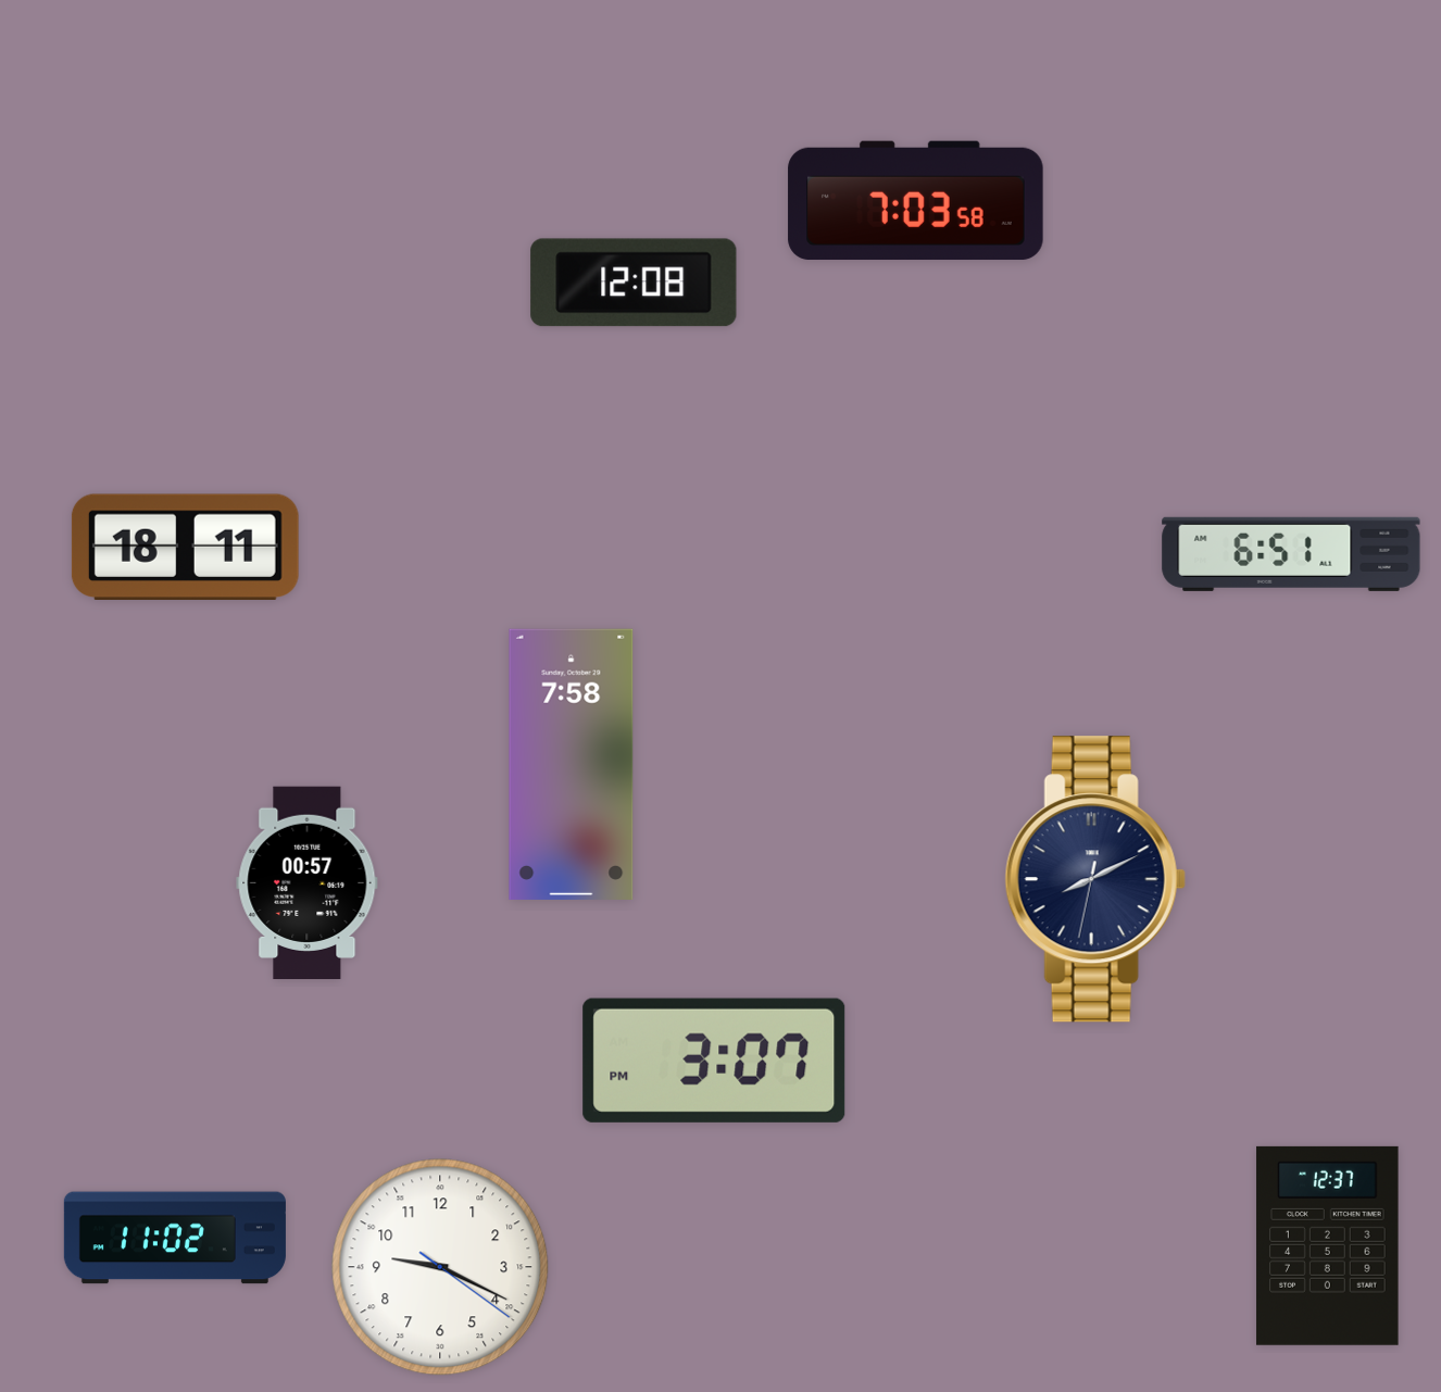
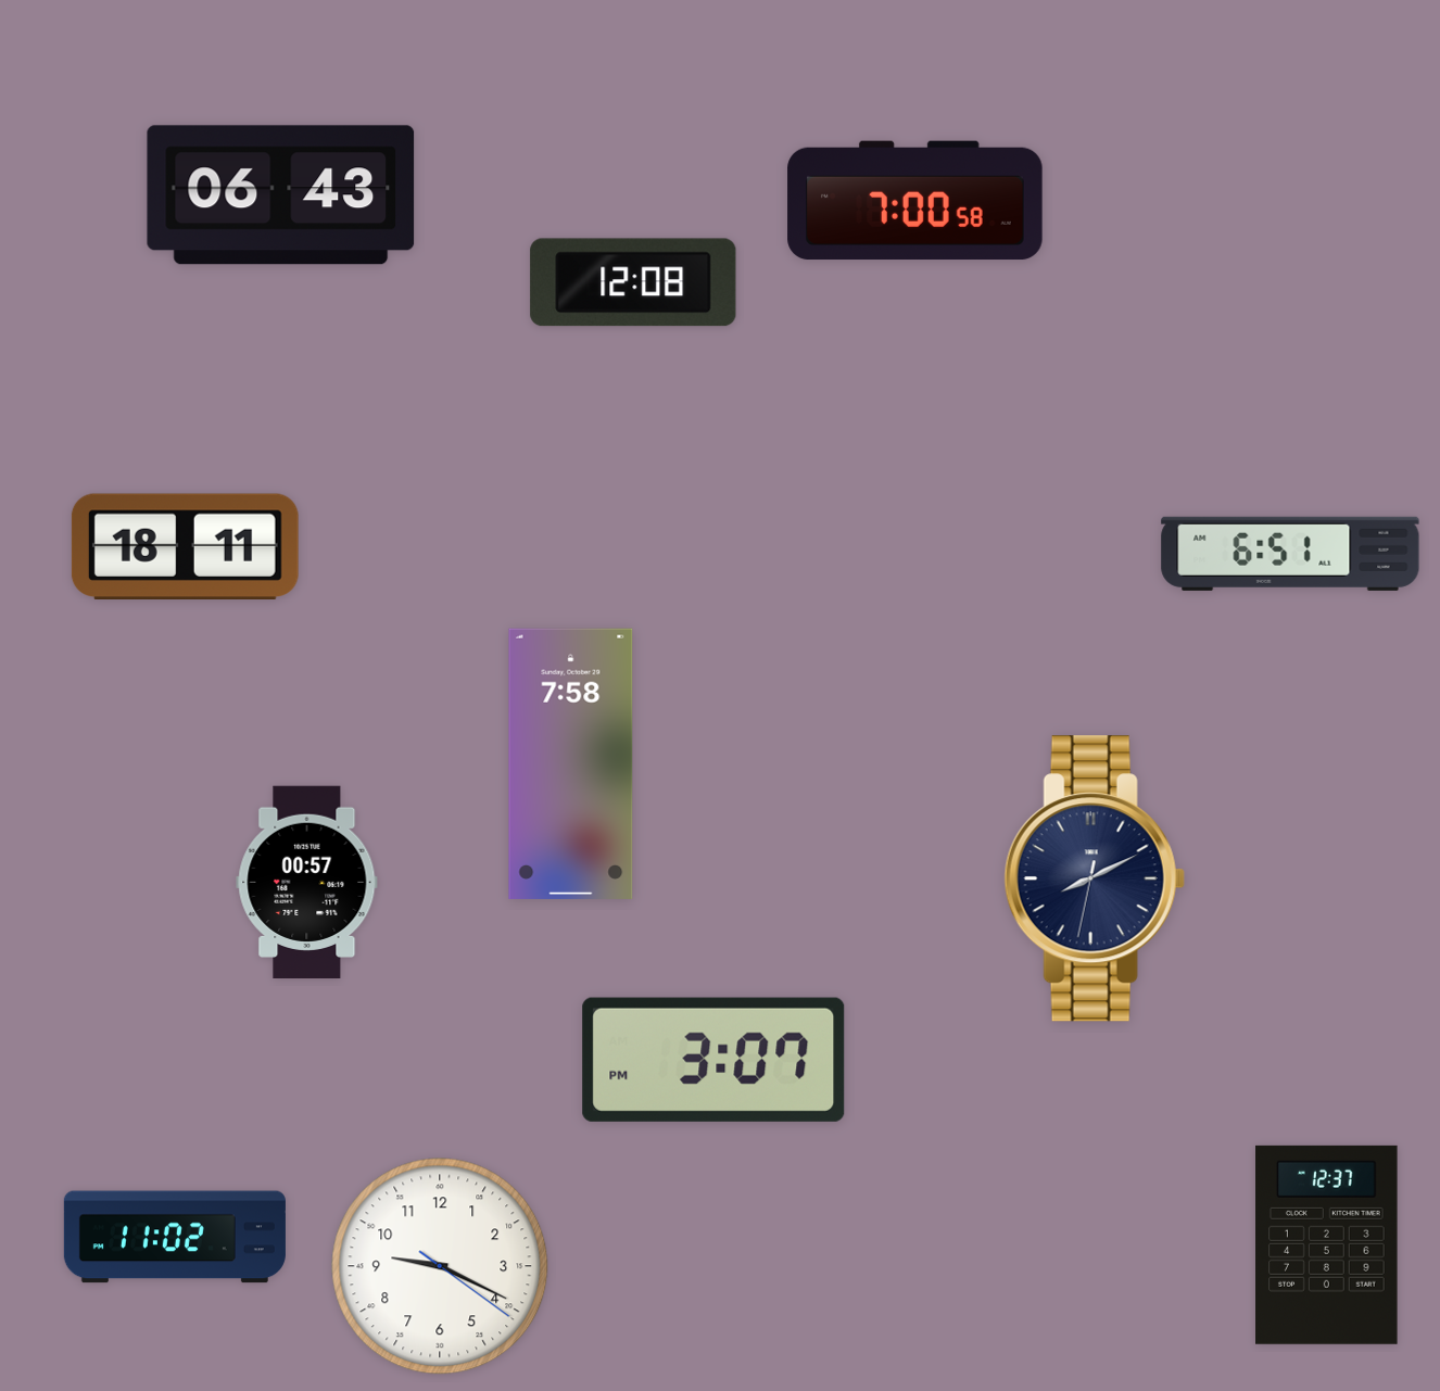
clock at (281, 195): none -> 06:43
clock at (916, 201): 7:03 -> 7:00
